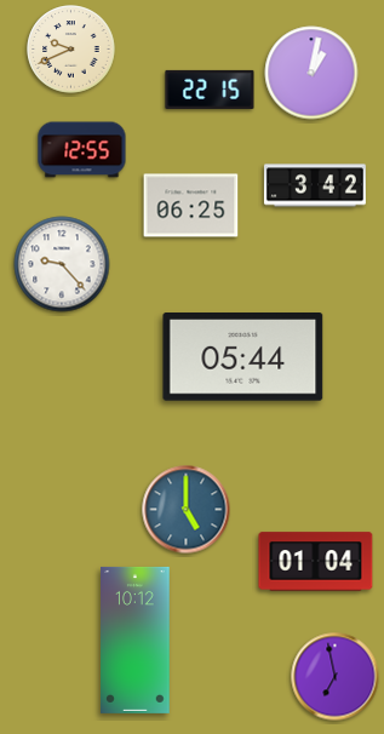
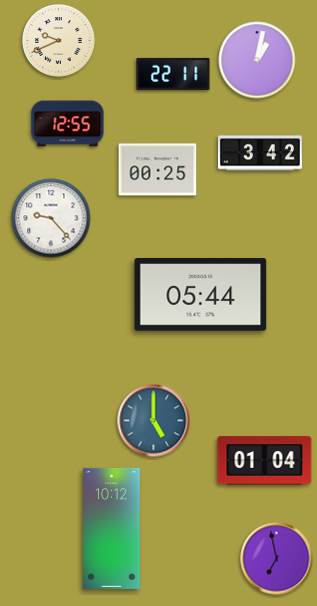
clock at (210, 90): 22:15 -> 22:11
clock at (191, 206): 06:25 -> 00:25
clock at (316, 562) position: (316, 562) -> (265, 461)
